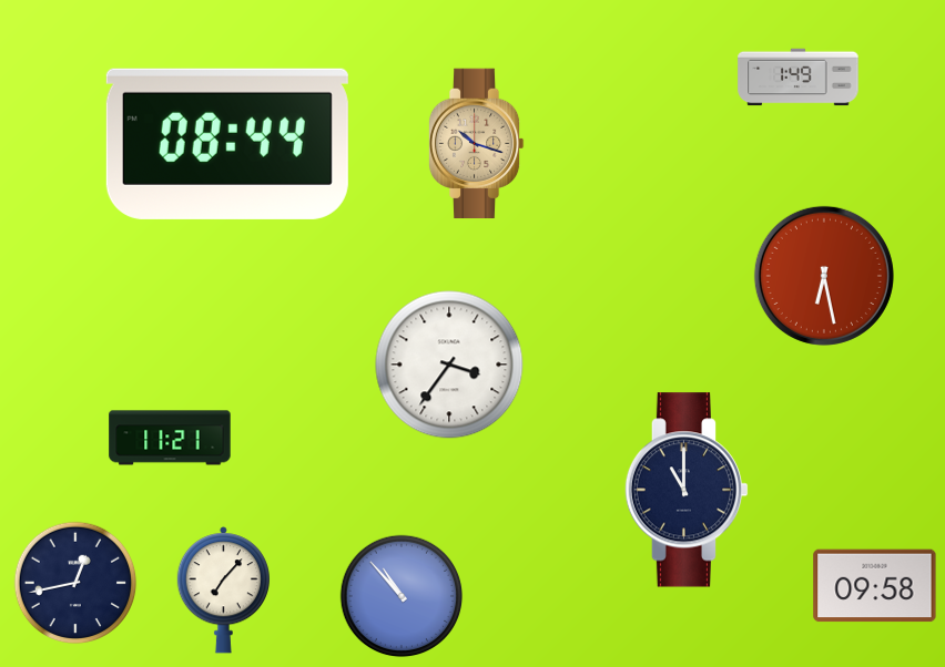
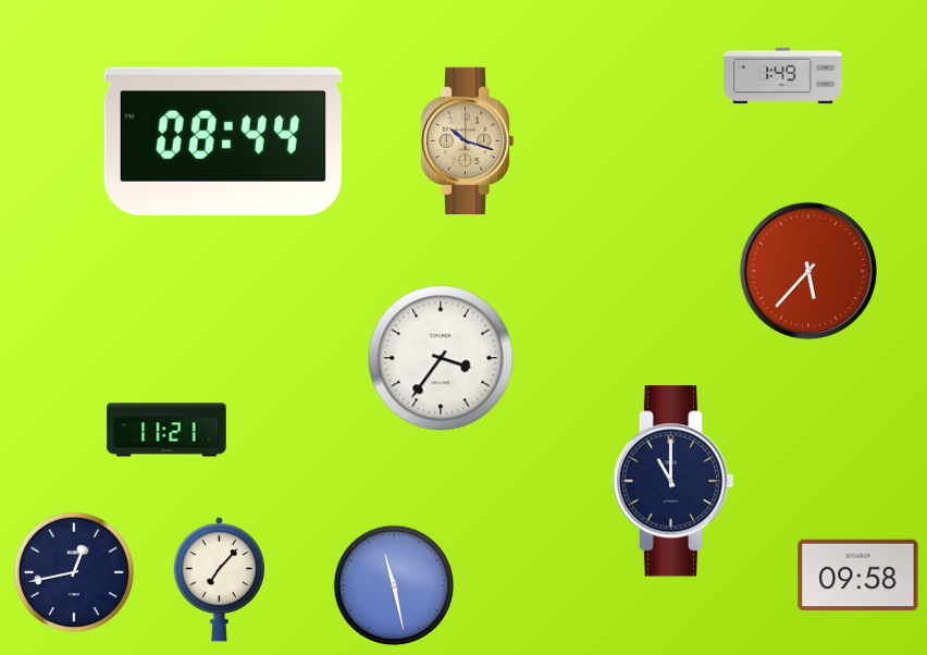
clock at (824, 276): 6:28 -> 5:37
clock at (402, 596): 10:53 -> 11:28
